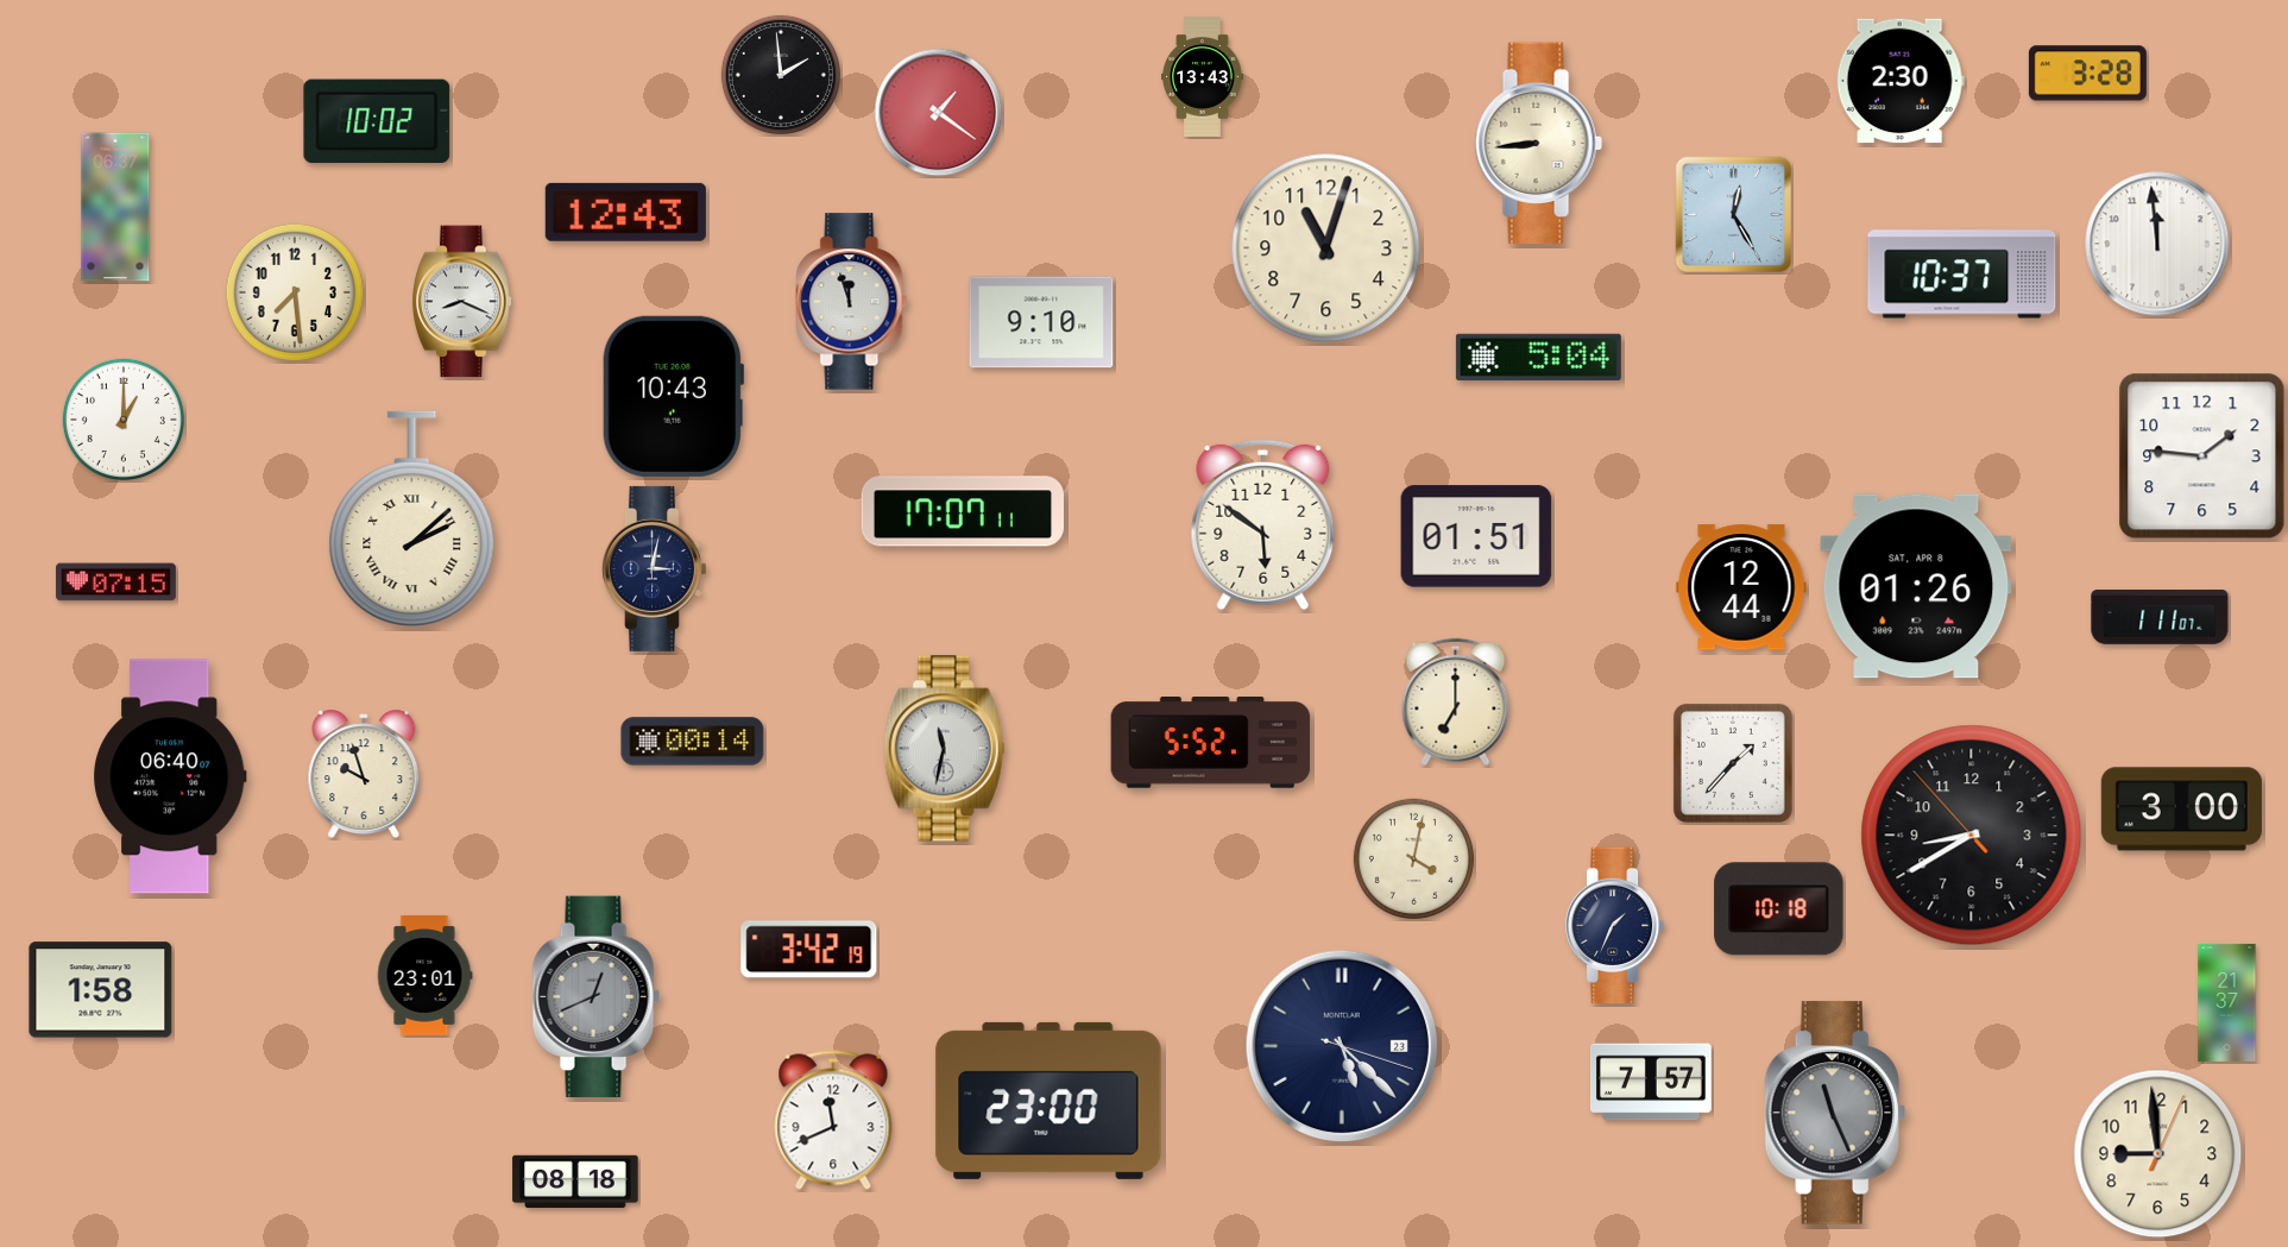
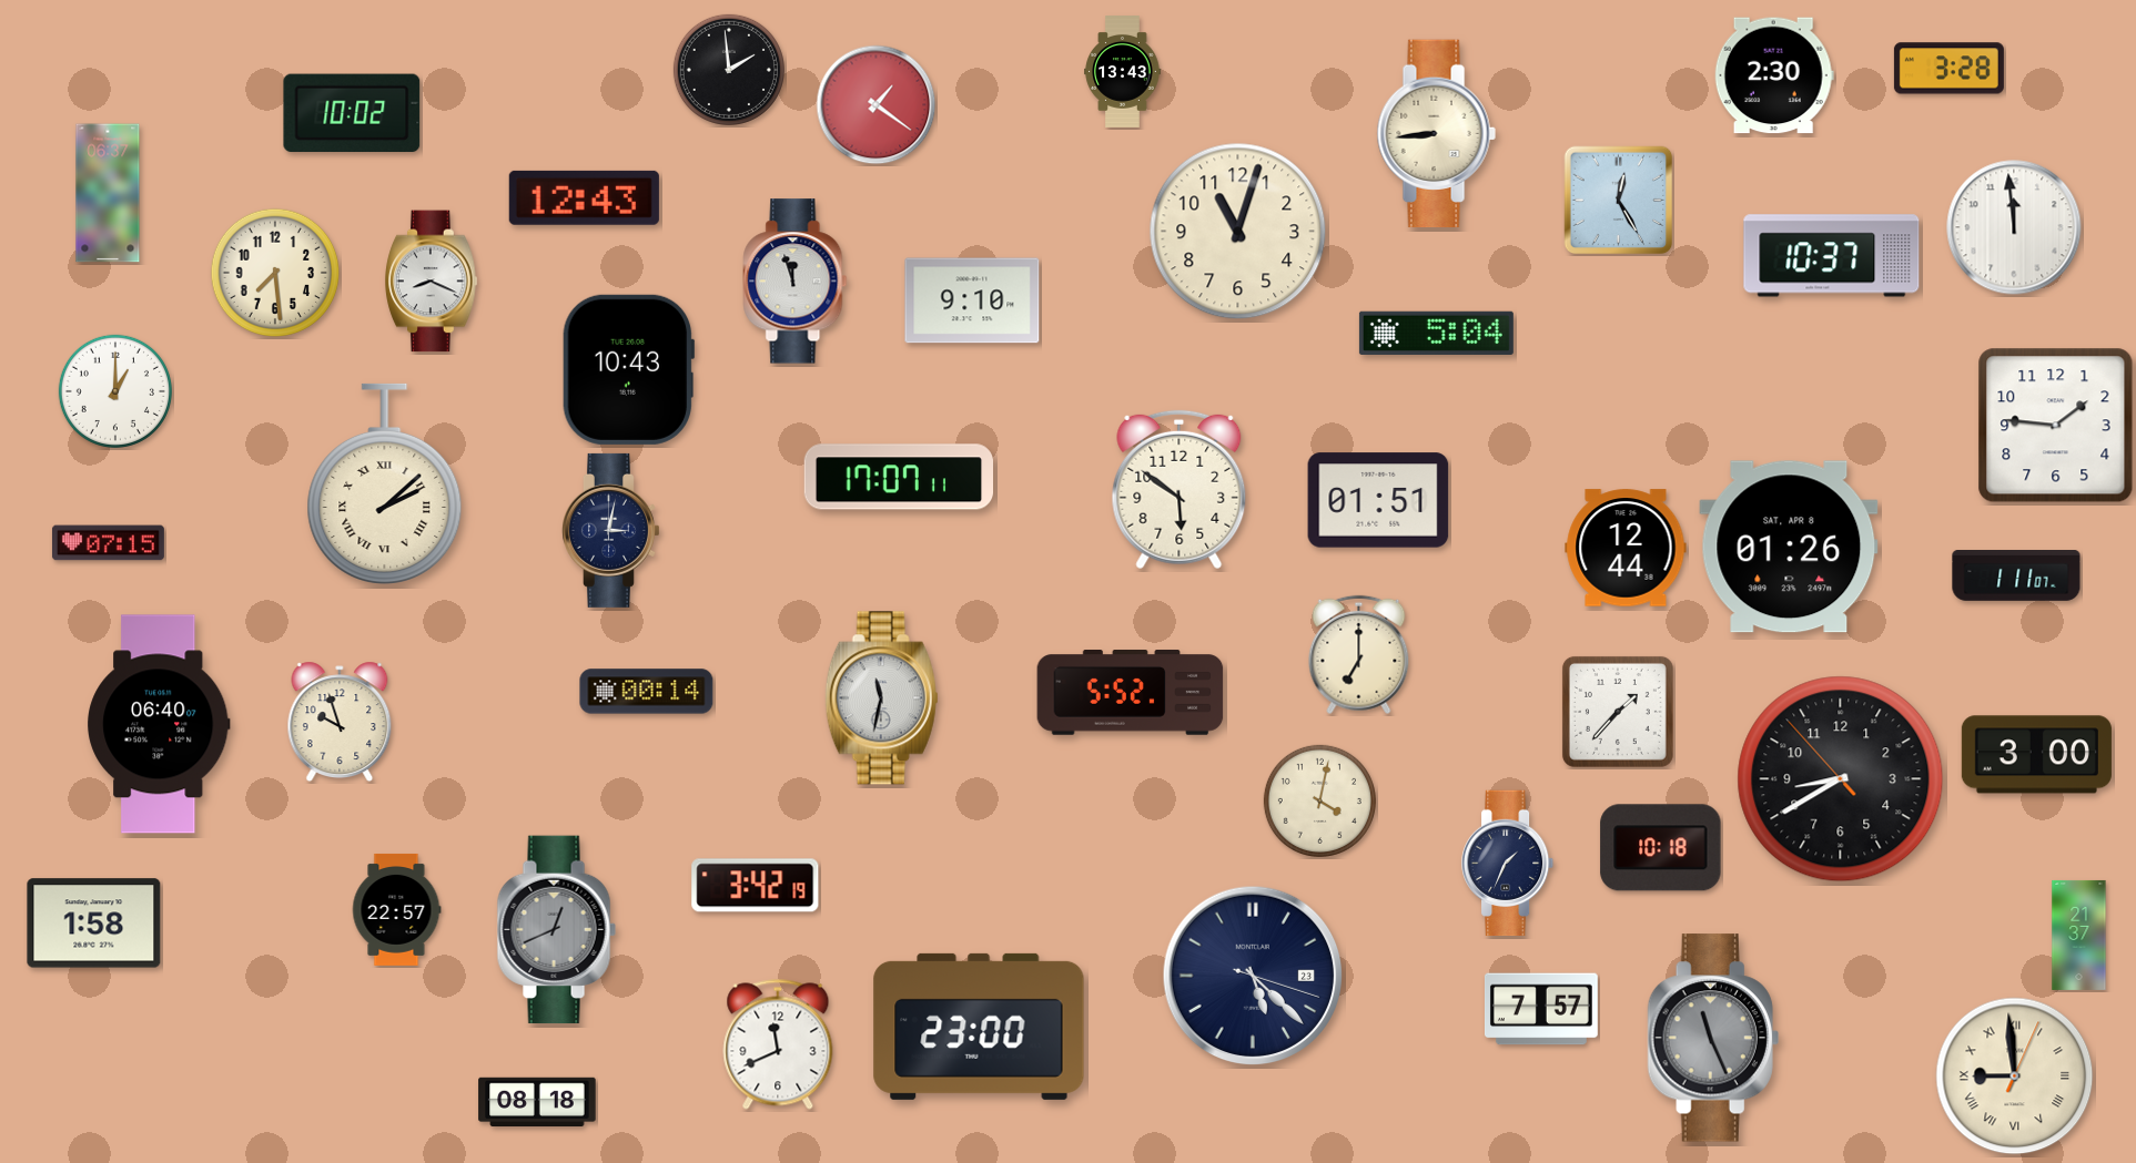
clock at (424, 975): 23:01 -> 22:57
clock at (2158, 1154) numerals: Arabic -> Roman
